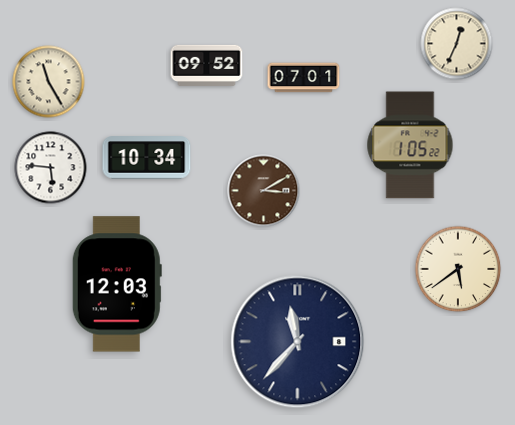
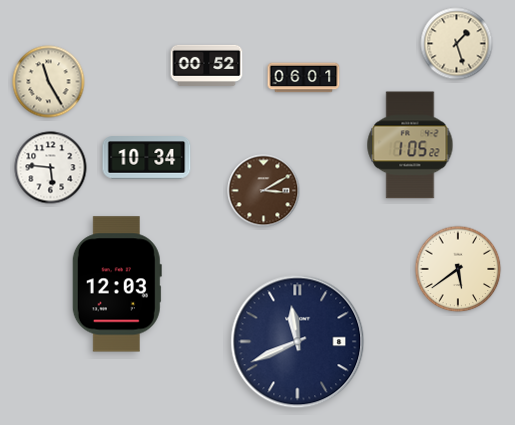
clock at (457, 44): 12:34 -> 1:27
clock at (207, 65): 09:52 -> 00:52
clock at (304, 78): 07:01 -> 06:01
clock at (298, 342): 11:37 -> 11:41
